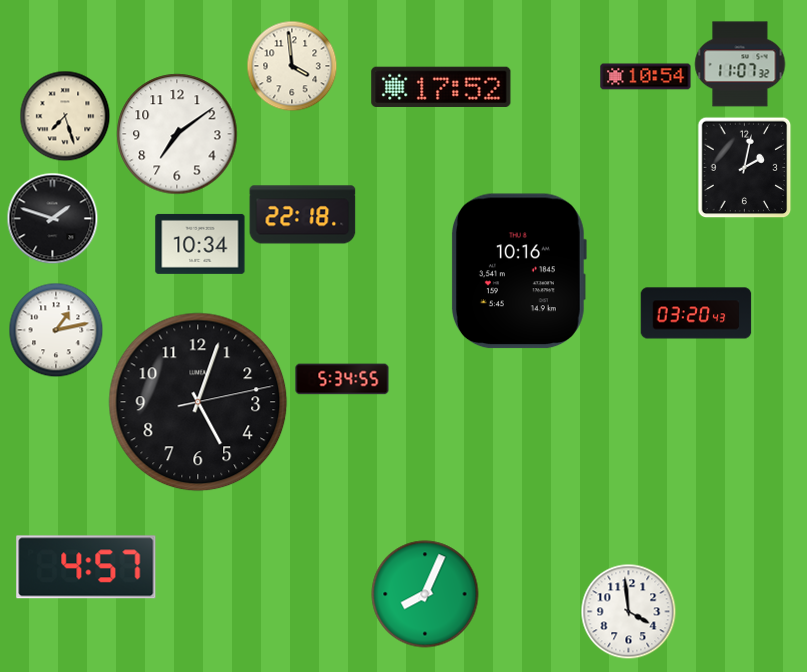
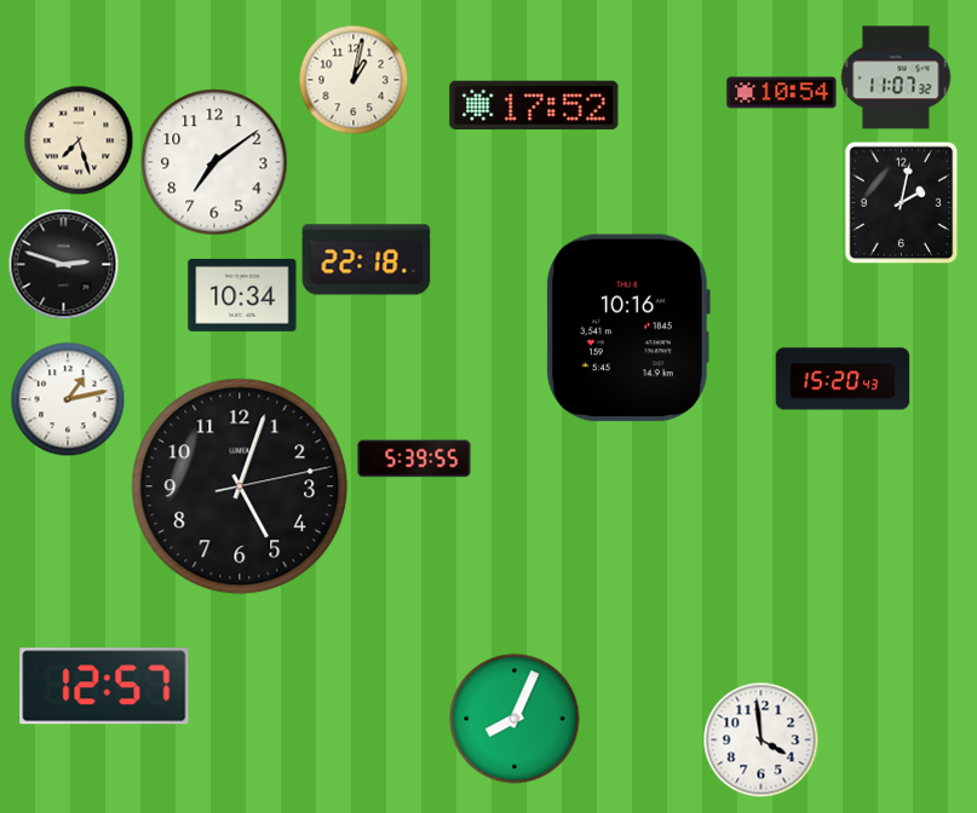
clock at (292, 66): 3:59 -> 1:02
clock at (52, 218): 1:48 -> 2:48
clock at (696, 313): 03:20 -> 15:20
clock at (342, 379): 5:34 -> 5:39
clock at (86, 567): 4:57 -> 12:57
